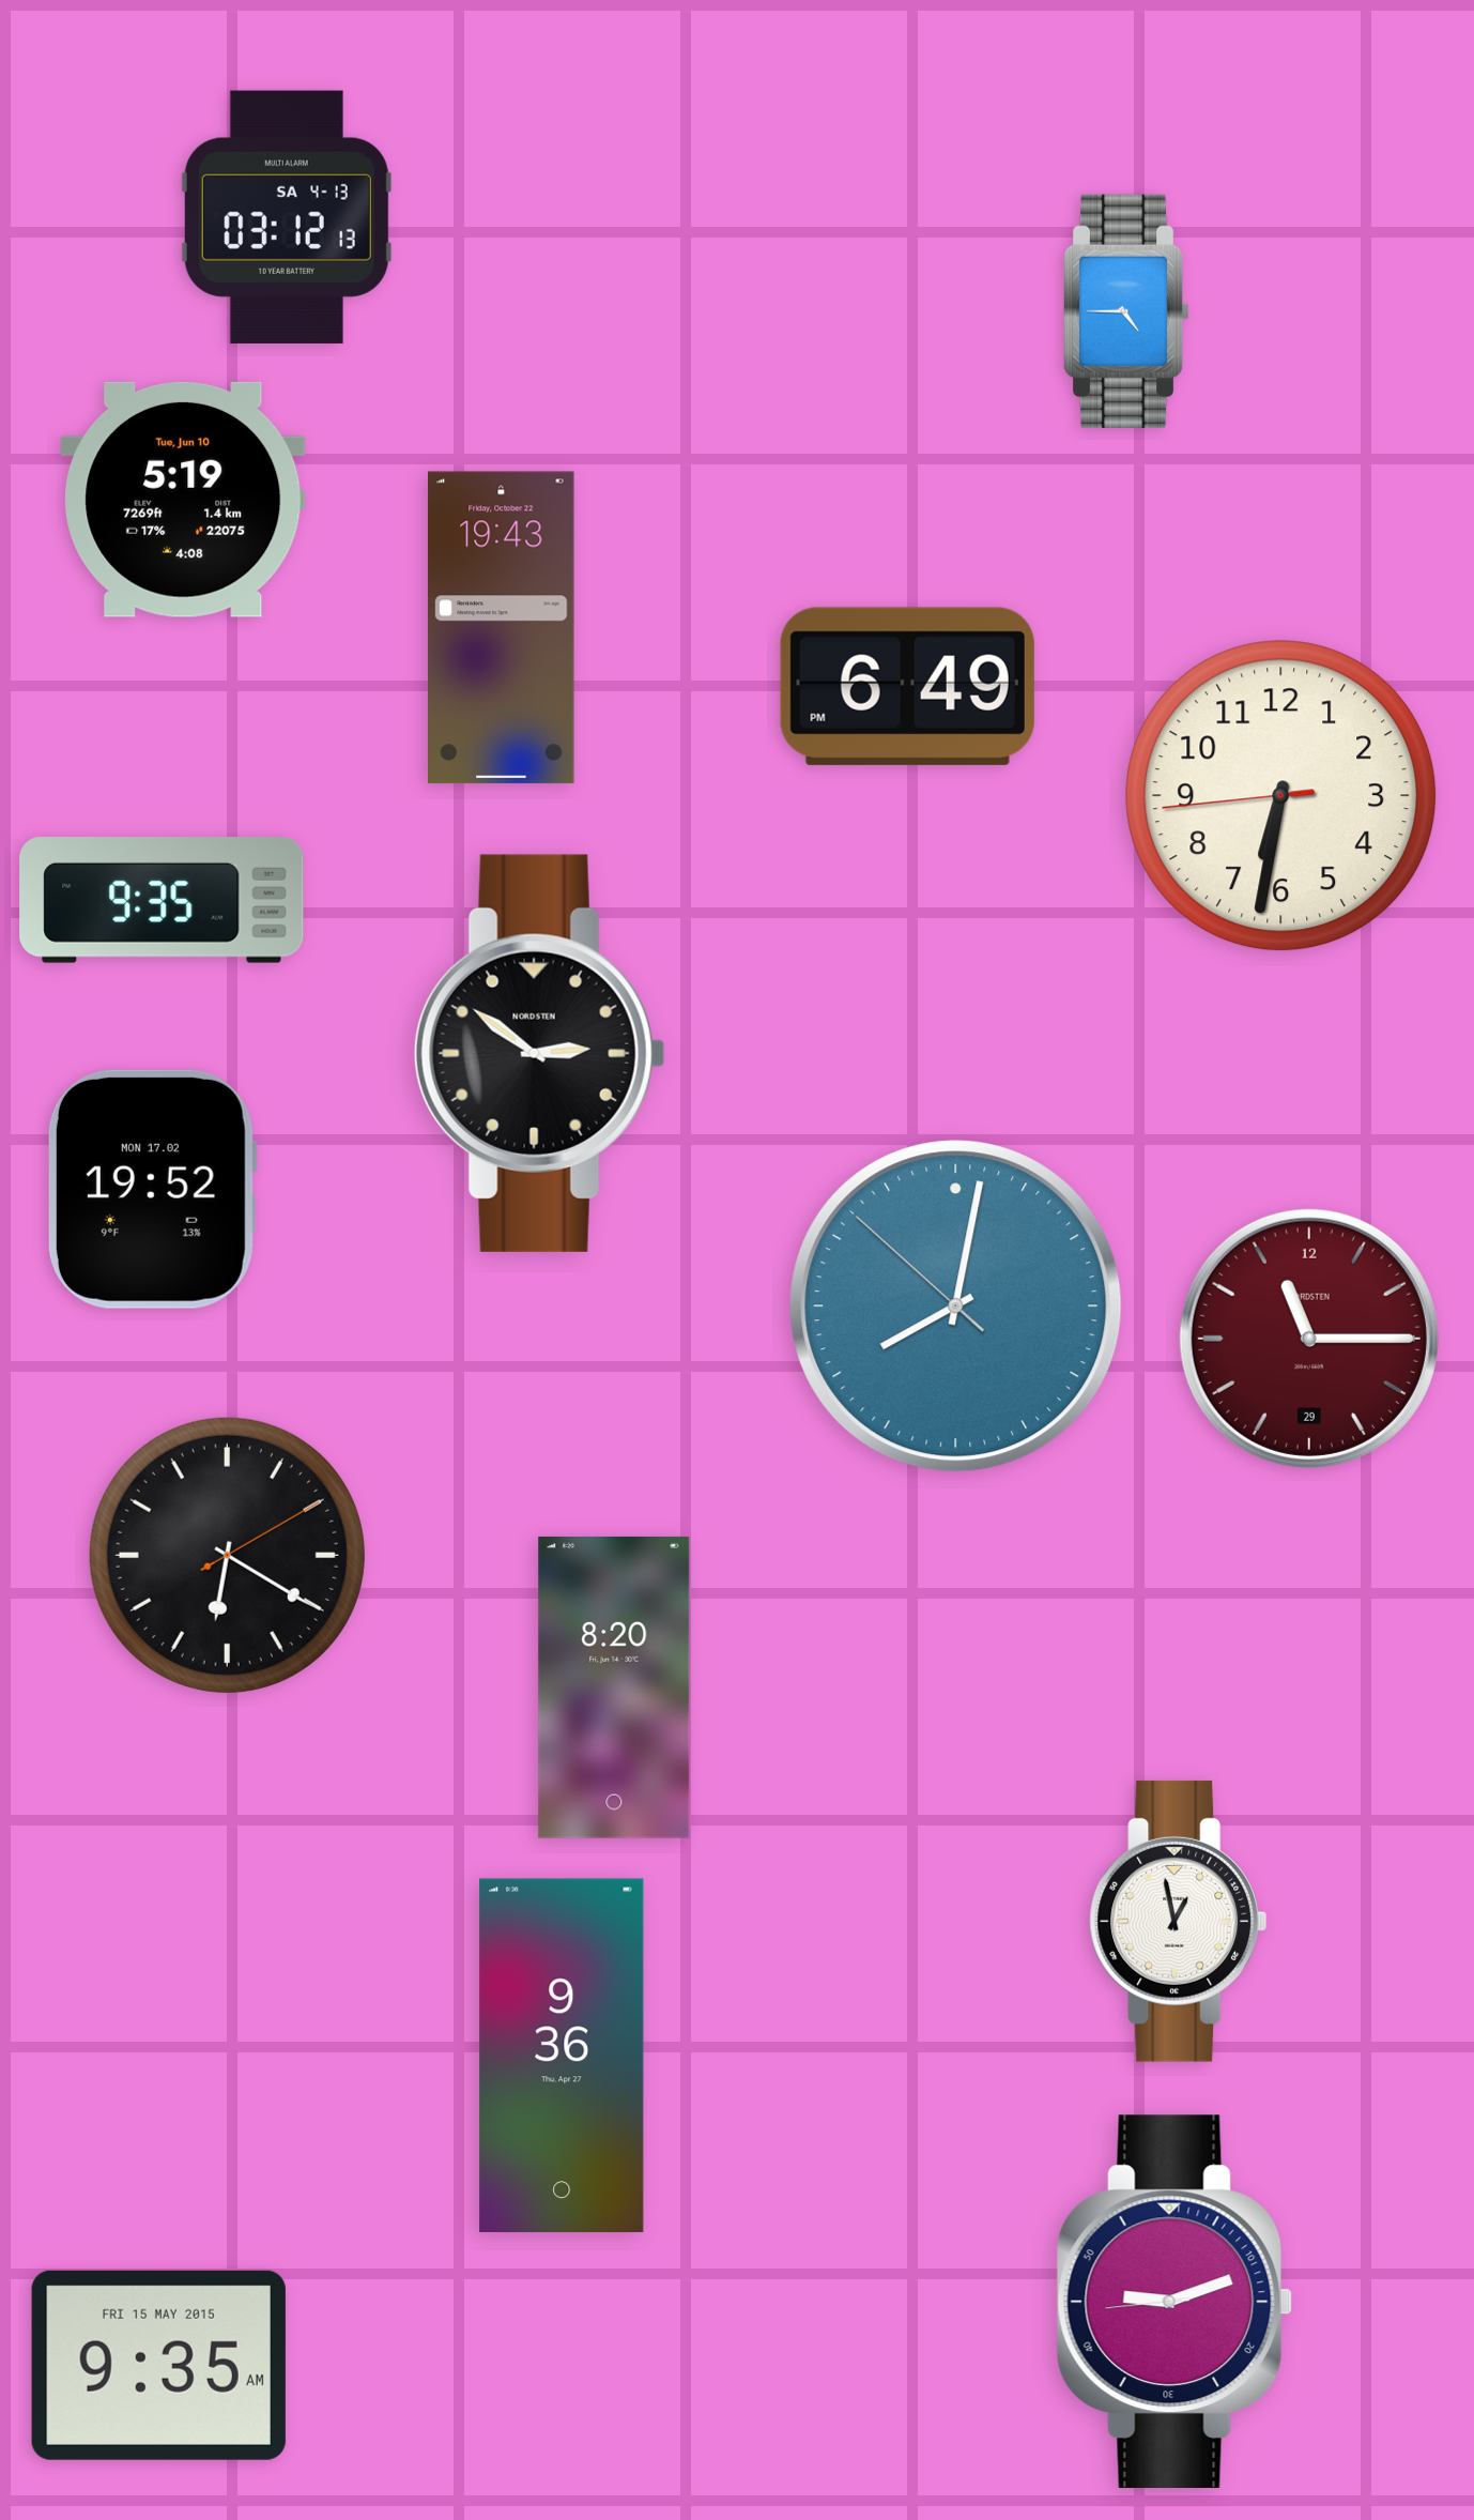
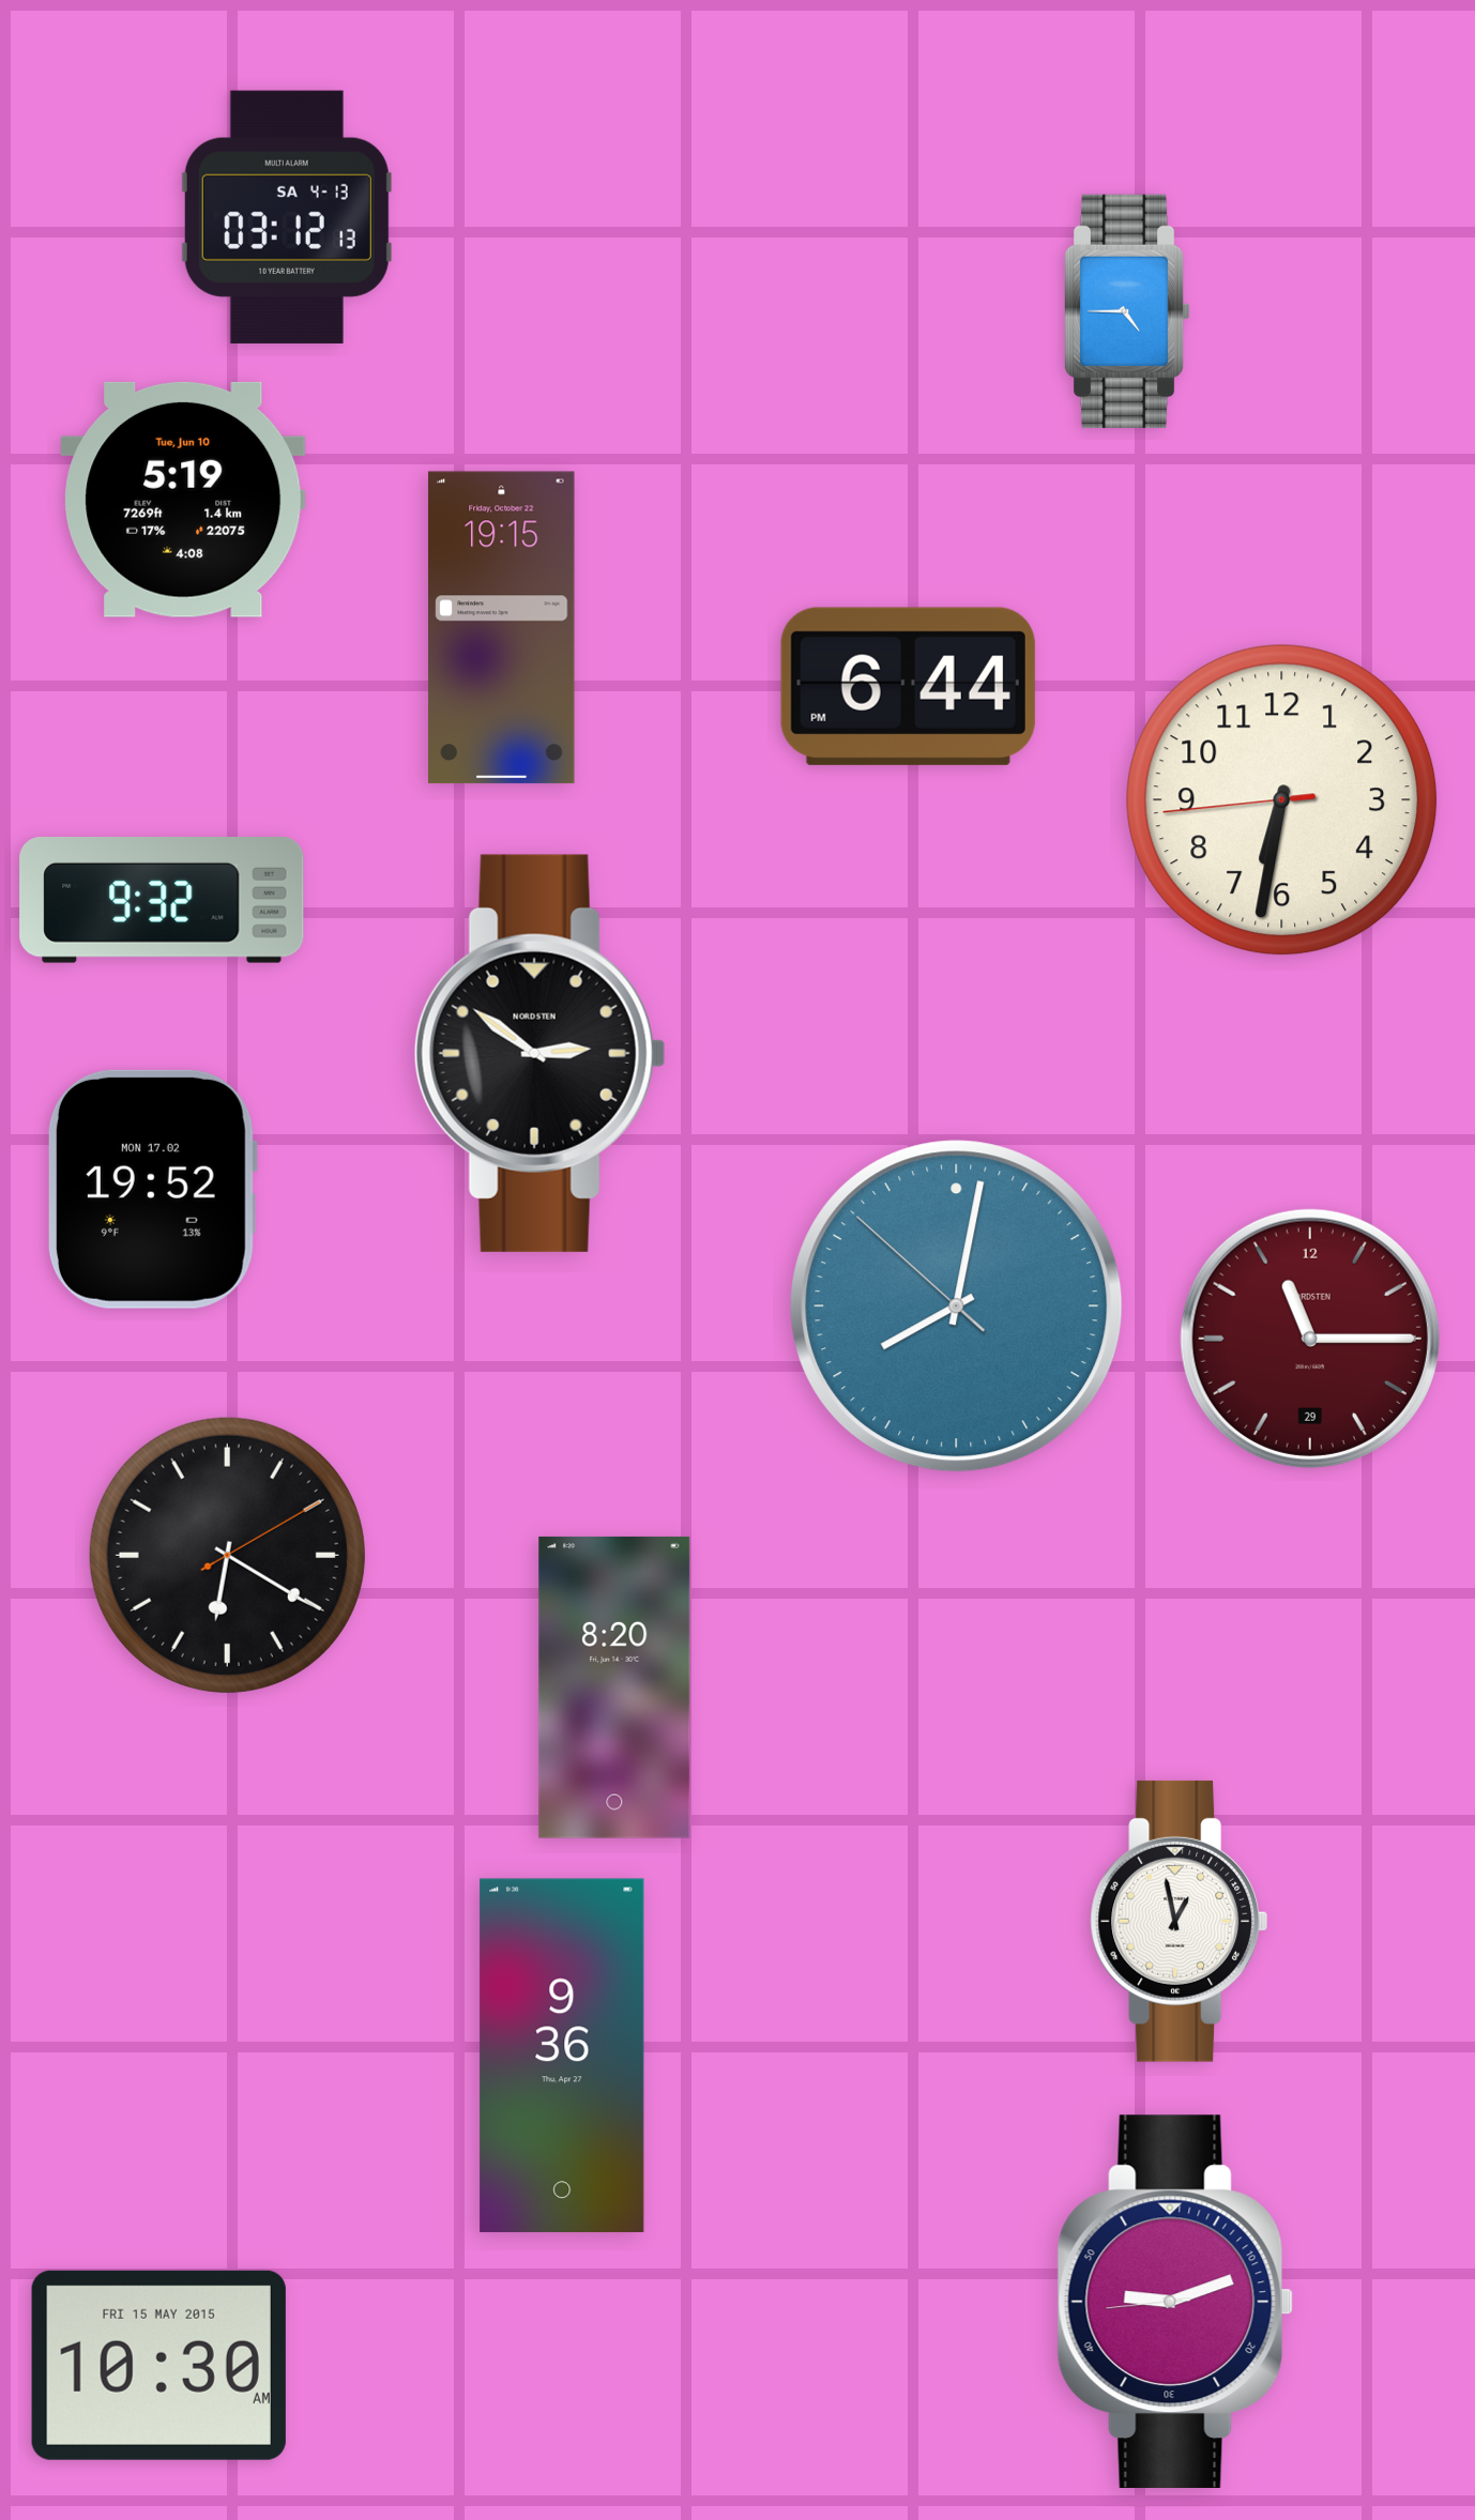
clock at (502, 628): 19:43 -> 19:15
clock at (907, 686): 6:49 -> 6:44
clock at (1281, 796) position: (1281, 796) -> (1282, 800)
clock at (162, 901): 9:35 -> 9:32
clock at (158, 2365): 9:35 -> 10:30
